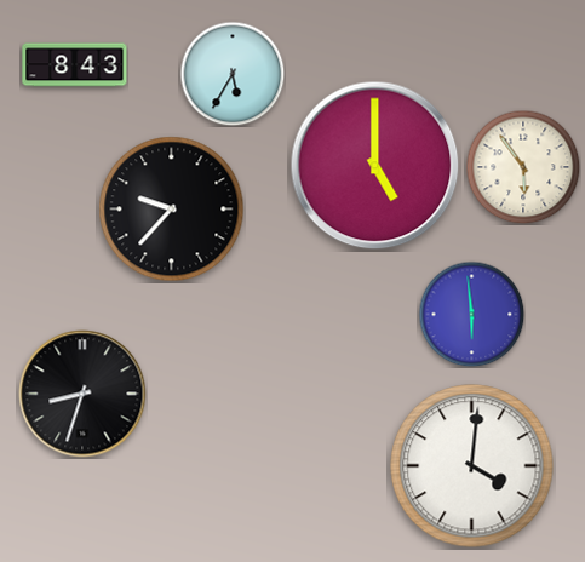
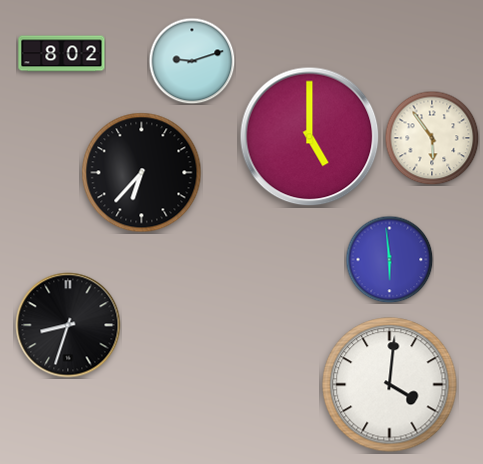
clock at (75, 65): 8:43 -> 8:02
clock at (233, 74): 5:35 -> 9:12
clock at (172, 210): 9:37 -> 6:37
